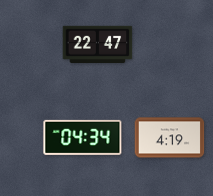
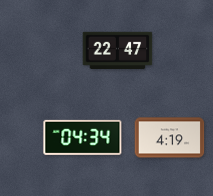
clock at (98, 44) position: (98, 44) -> (118, 50)
